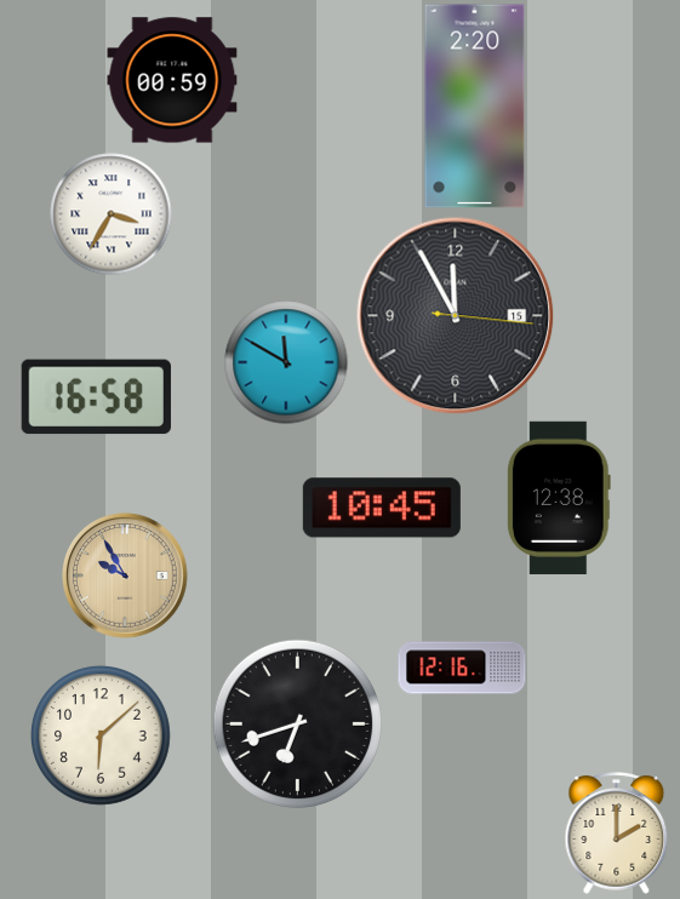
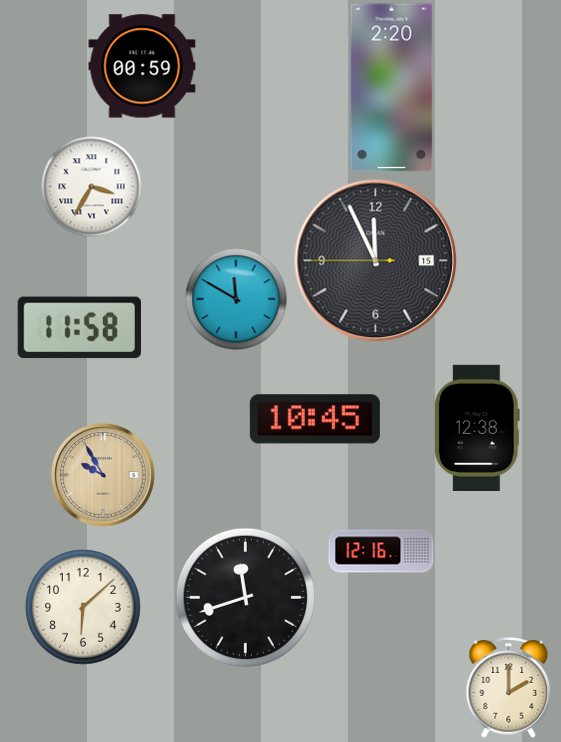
clock at (112, 214) position: (112, 214) -> (92, 187)
clock at (456, 316): 11:55:16 -> 11:55:45
clock at (96, 397): 16:58 -> 11:58
clock at (559, 498) position: (559, 498) -> (477, 428)
clock at (297, 723): 6:42 -> 11:42
